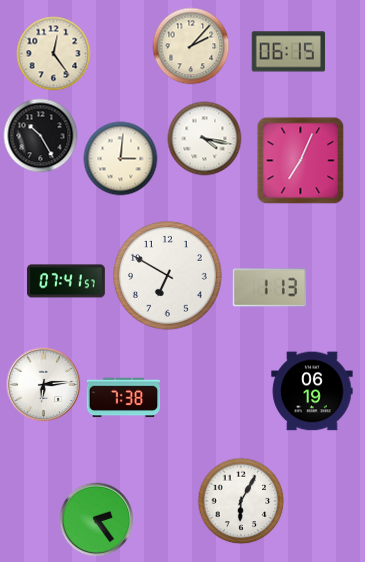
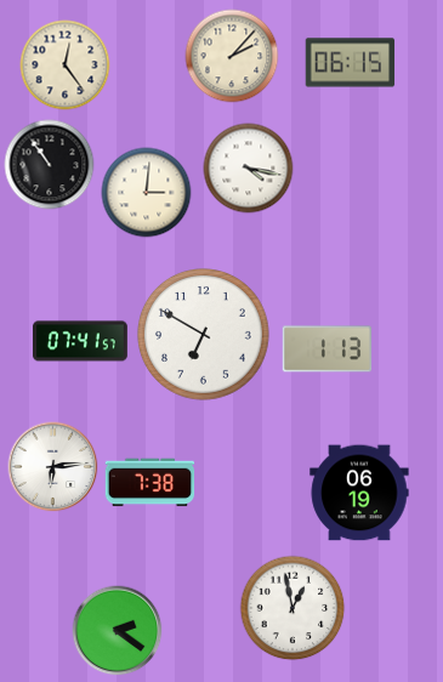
clock at (41, 136): 10:25 -> 10:54
clock at (301, 161): 7:04 -> none
clock at (312, 391) position: (312, 391) -> (359, 493)
clock at (241, 501): 6:05 -> 12:58
clock at (97, 520): 2:24 -> 2:21
